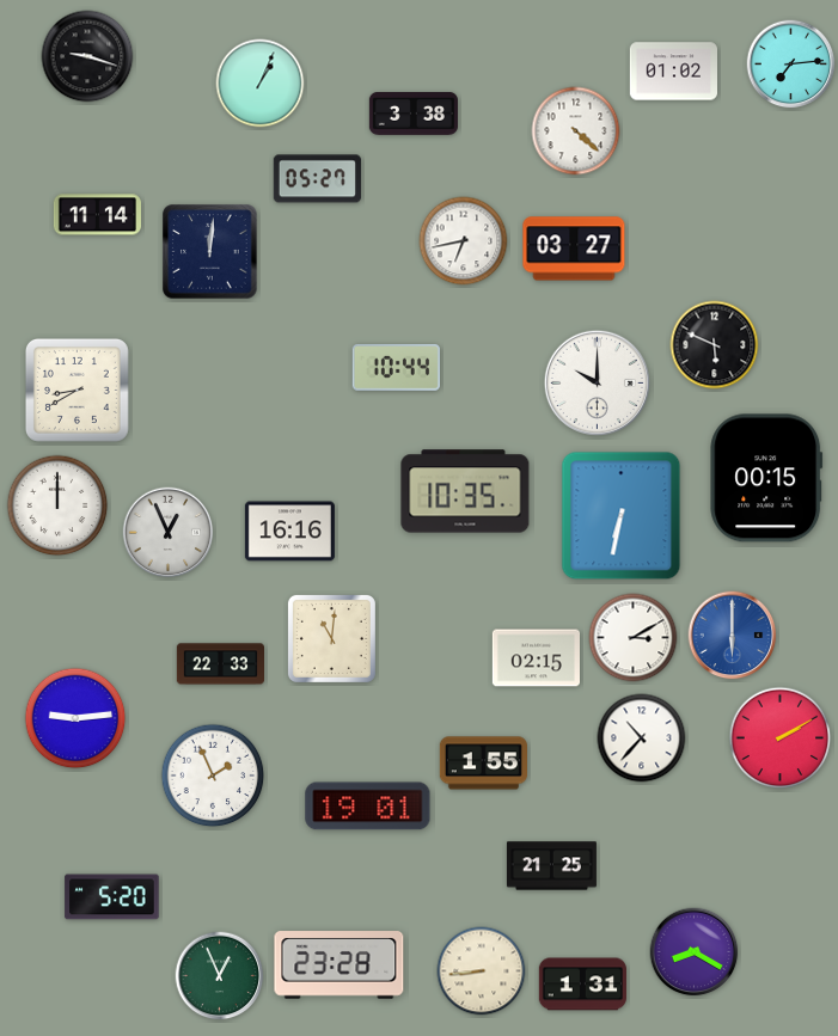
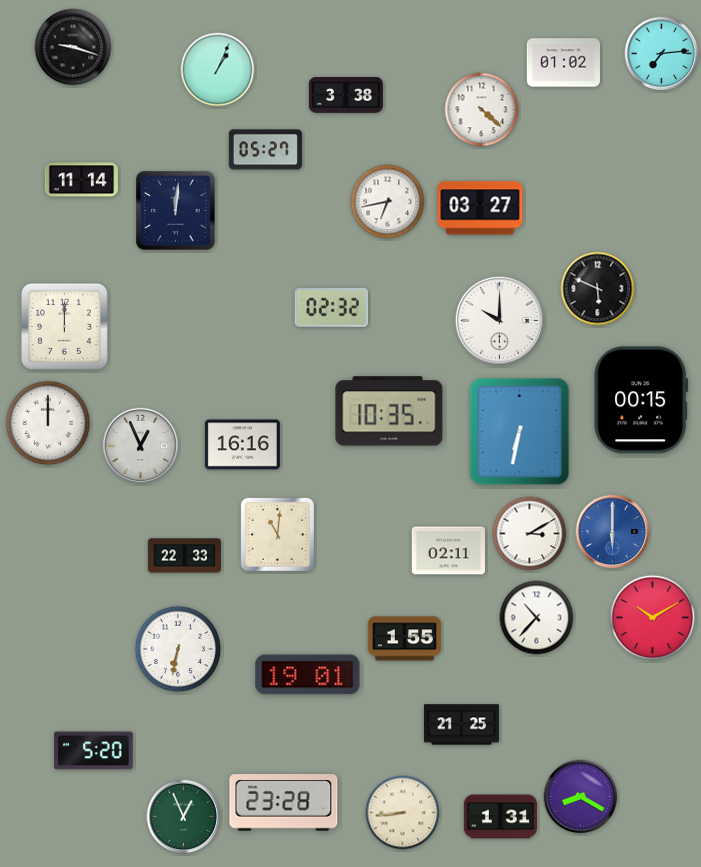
clock at (673, 72) position: (673, 72) -> (563, 63)
clock at (396, 368): 10:44 -> 02:32
clock at (77, 390): 8:40 -> 12:00
clock at (536, 658): 02:15 -> 02:11
clock at (75, 718): 9:14 -> none
clock at (781, 738): 2:10 -> 10:10
clock at (213, 776): 1:56 -> 6:32
clock at (340, 965) position: (340, 965) -> (284, 803)
clock at (582, 985) position: (582, 985) -> (500, 817)
